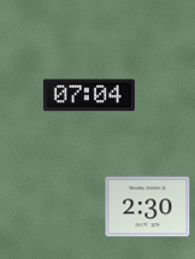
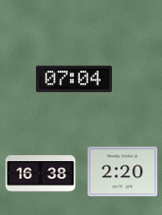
clock at (148, 207): 2:30 -> 2:20
clock at (41, 174): none -> 16:38
